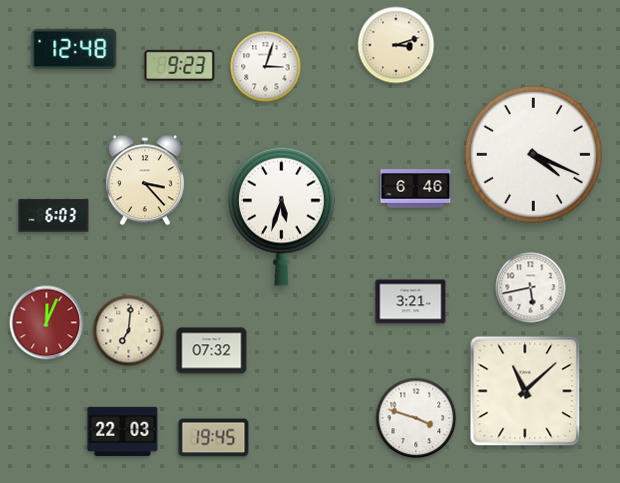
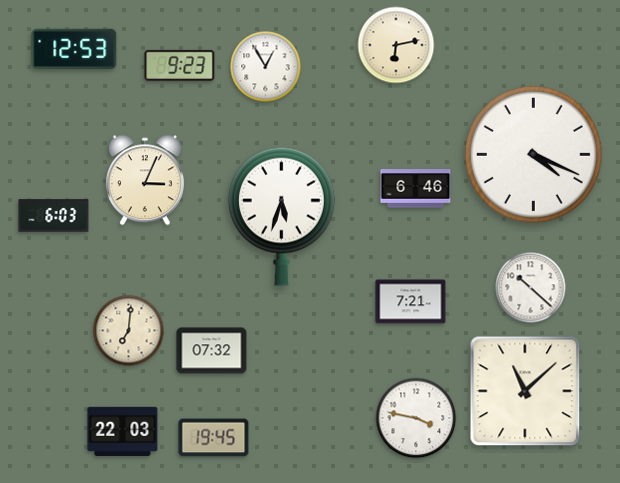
clock at (396, 45): 3:12 -> 6:13
clock at (74, 48): 12:48 -> 12:53
clock at (266, 67): 3:03 -> 12:55
clock at (145, 180): 3:23 -> 3:04
clock at (531, 288): 5:43 -> 10:22
clock at (411, 302): 3:21 -> 7:21
clock at (47, 323): 12:04 -> none
clock at (416, 418): 3:48 -> 3:47
